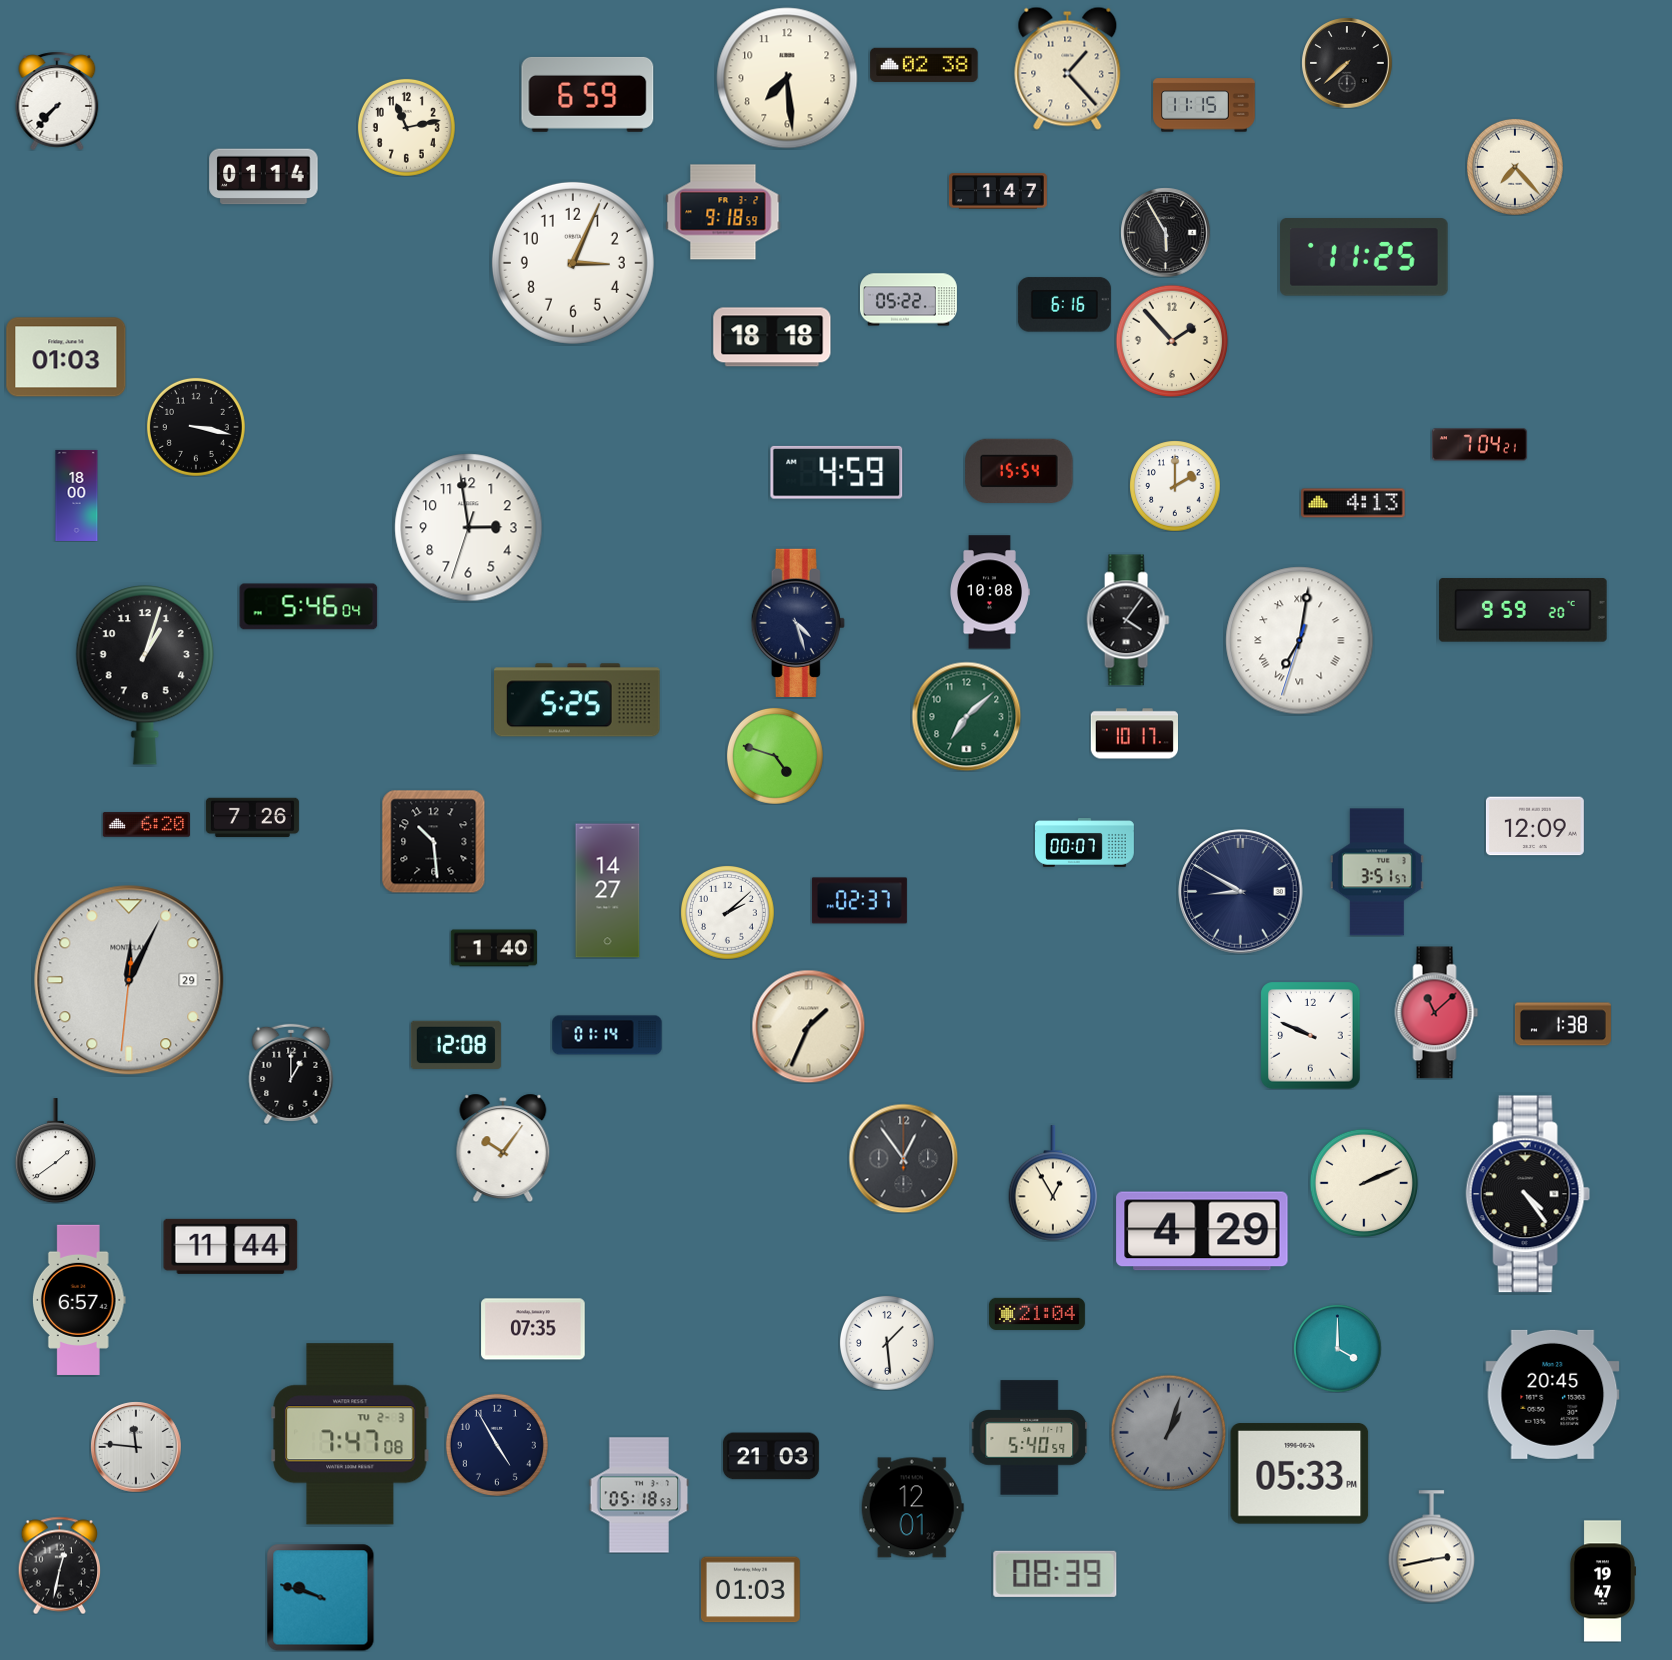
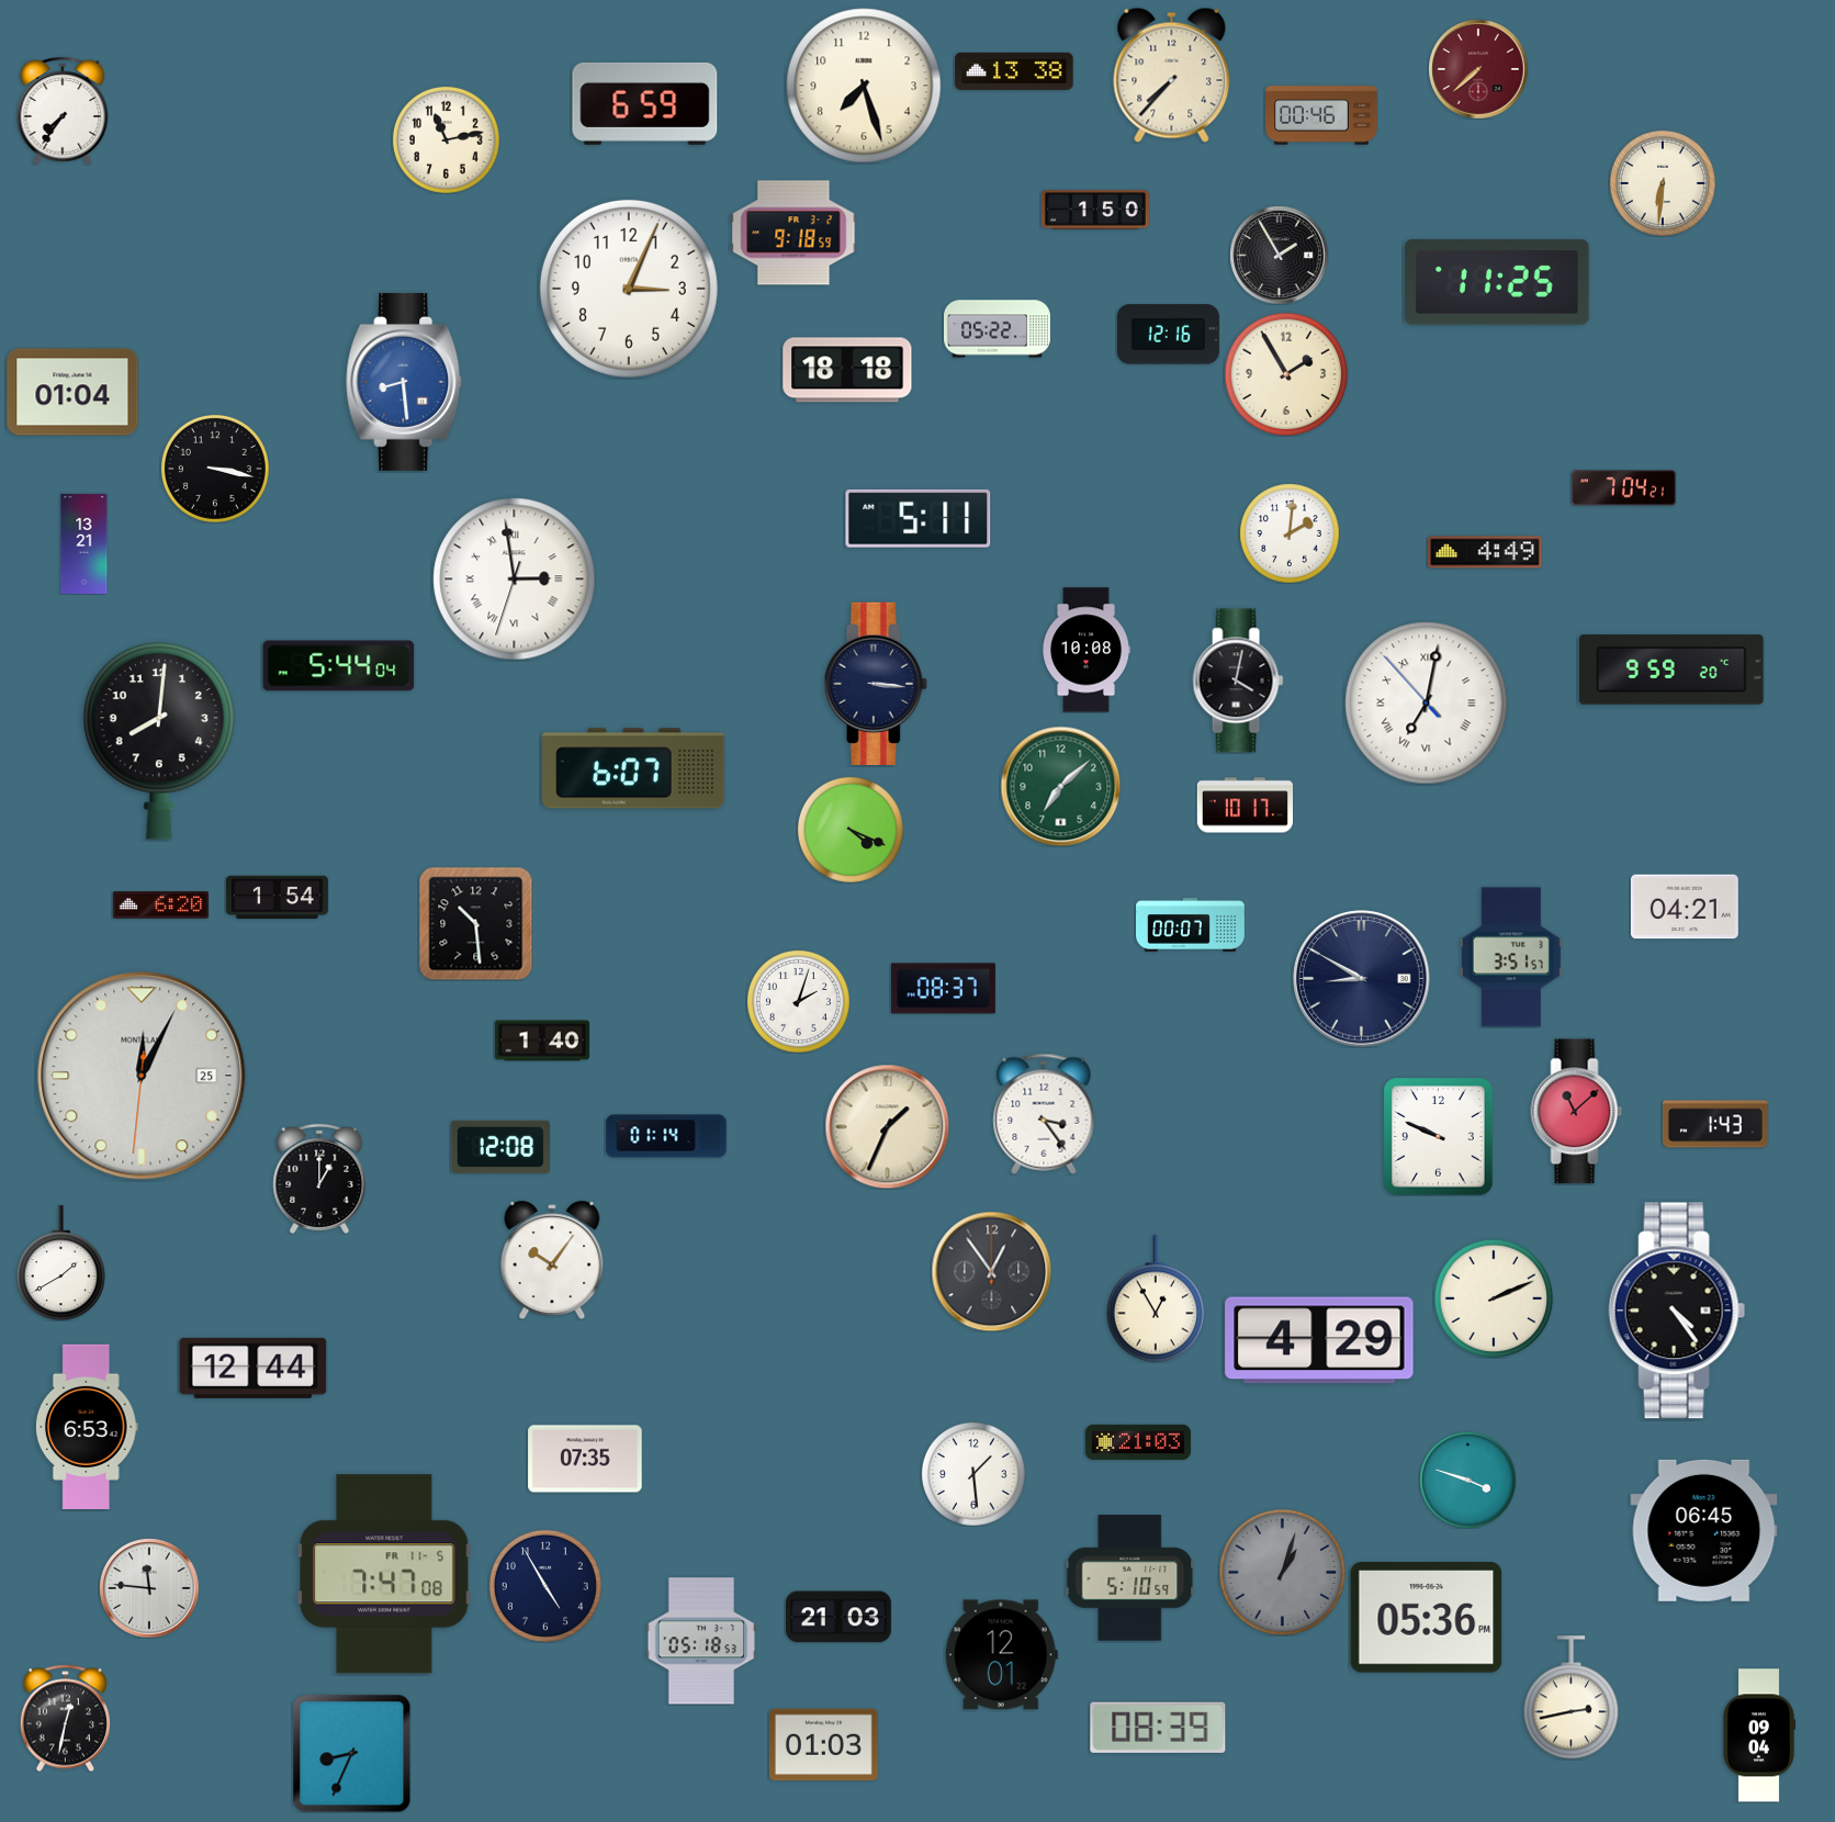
clock at (1347, 63) dial: black -> burgundy
clock at (924, 64): 02:38 -> 13:38
clock at (1068, 68): 1:23 -> 7:37
clock at (787, 78): 7:29 -> 7:27
clock at (57, 101): 7:37 -> 7:36
clock at (1204, 105): 11:15 -> 00:46
clock at (1515, 167): 7:23 -> 6:31
clock at (264, 177): 01:14 -> none
clock at (998, 191): 1:47 -> 1:50
clock at (1165, 232): 5:55 -> 1:55
clock at (1064, 305): 6:16 -> 12:16
clock at (1172, 341): 1:53 -> 1:55
clock at (405, 382): none -> 8:29
clock at (66, 357): 01:03 -> 01:04
clock at (1019, 470): 15:54 -> none
clock at (837, 472): 4:59 -> 5:11
clock at (1175, 486): 2:00 -> 2:01
clock at (77, 495): 18:00 -> 13:21
clock at (1353, 503): 4:13 -> 4:49
clock at (469, 528) numerals: Arabic -> Roman
clock at (309, 607): 5:46 -> 5:44
clock at (1128, 620): 4:06 -> 4:02
clock at (798, 623): 4:27 -> 3:16
clock at (1300, 641): 7:01:33 -> 7:01:53
clock at (145, 675): 1:03 -> 8:01
clock at (578, 700): 5:25 -> 6:07
clock at (775, 756): 4:48 -> 4:19
clock at (252, 818): 7:26 -> 1:54
clock at (1535, 826): 12:09 -> 04:21
clock at (608, 891): 14:27 -> none
clock at (859, 901): 02:37 -> 08:37
clock at (728, 913): 2:08 -> 2:03
clock at (129, 980) date: 29 -> 25
clock at (1044, 1114): none -> 3:24
clock at (1563, 1024): 1:38 -> 1:43
clock at (55, 1151): 1:39 -> 1:40
clock at (1363, 1182) position: (1363, 1182) -> (1493, 1297)
clock at (1202, 1231) position: (1202, 1231) -> (1319, 1340)
clock at (231, 1246): 11:44 -> 12:44
clock at (79, 1300): 6:57 -> 6:53
clock at (1037, 1313): 21:04 -> 21:03
clock at (1337, 1348): 4:00 -> 3:48
clock at (1553, 1394): 20:45 -> 06:45
clock at (350, 1434) date: TU 2-3 -> FR 11-5
clock at (1029, 1438): 5:40 -> 5:10
clock at (771, 1456) position: (771, 1456) -> (838, 1617)
clock at (1300, 1474): 05:33 -> 05:36
clock at (1602, 1581): 19:47 -> 09:04
clock at (320, 1597): 9:48 -> 8:34
